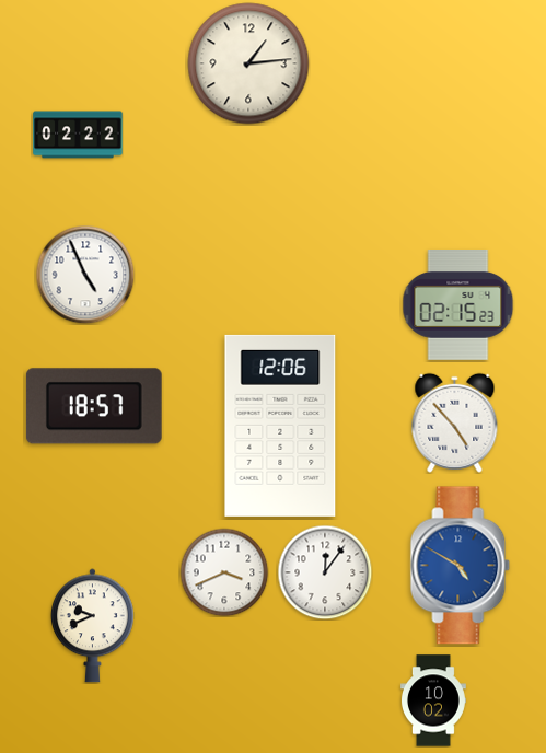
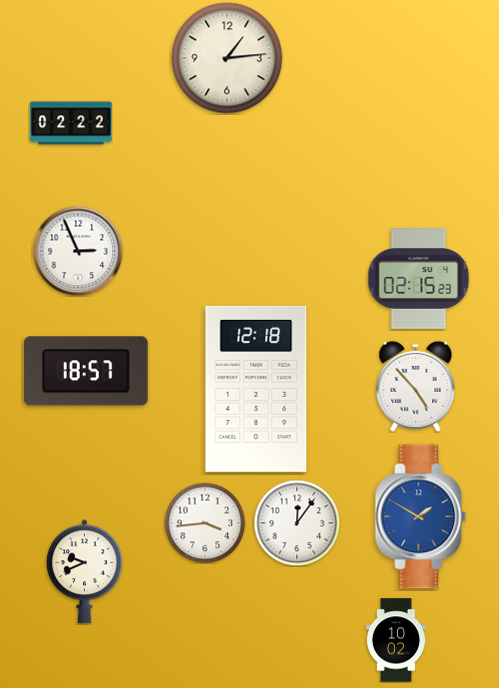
clock at (85, 275): 4:56 -> 2:56
clock at (280, 426): 12:06 -> 12:18
clock at (461, 566): 4:50 -> 1:50
clock at (224, 572): 3:41 -> 3:44
